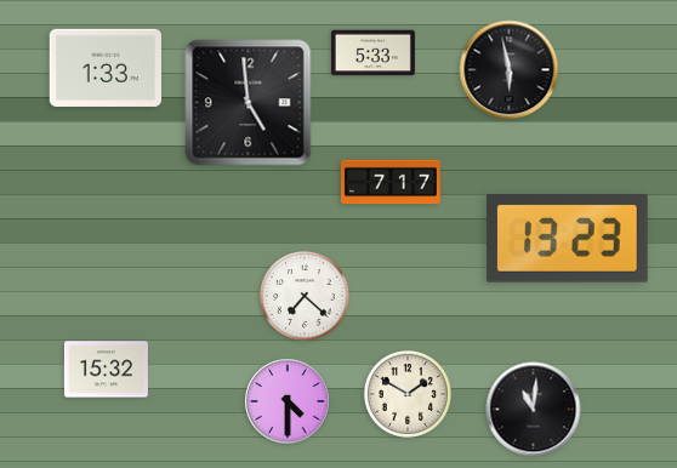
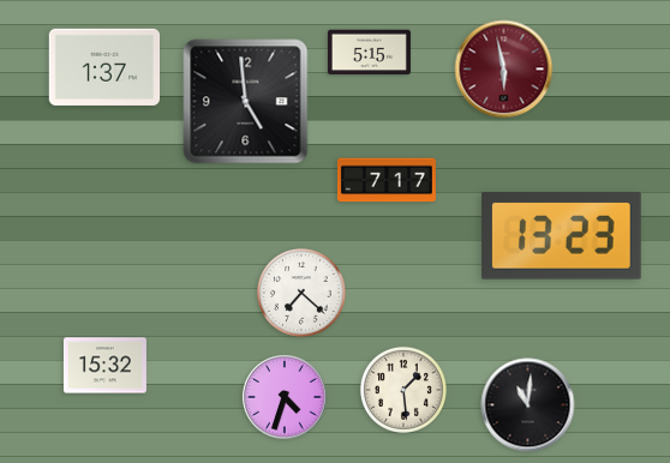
clock at (372, 53): 5:33 -> 5:15
clock at (104, 68): 1:33 -> 1:37
clock at (510, 70) dial: black -> burgundy
clock at (408, 394): 1:50 -> 1:29
clock at (288, 401): 4:30 -> 4:33
